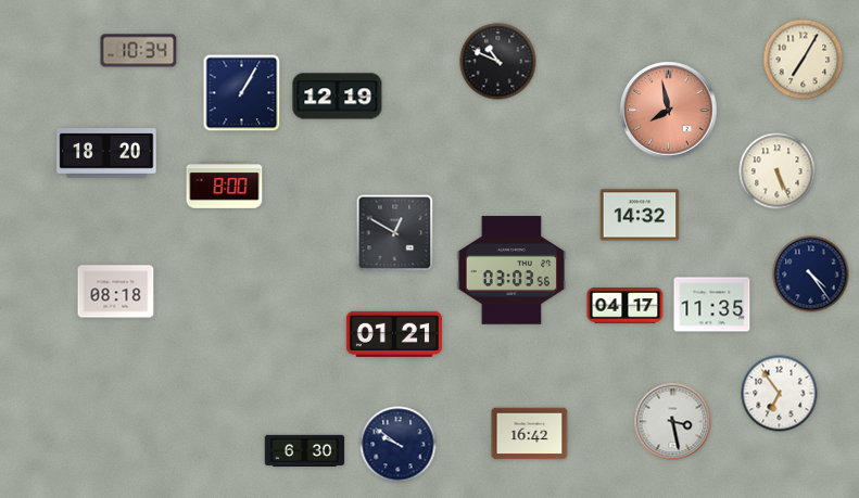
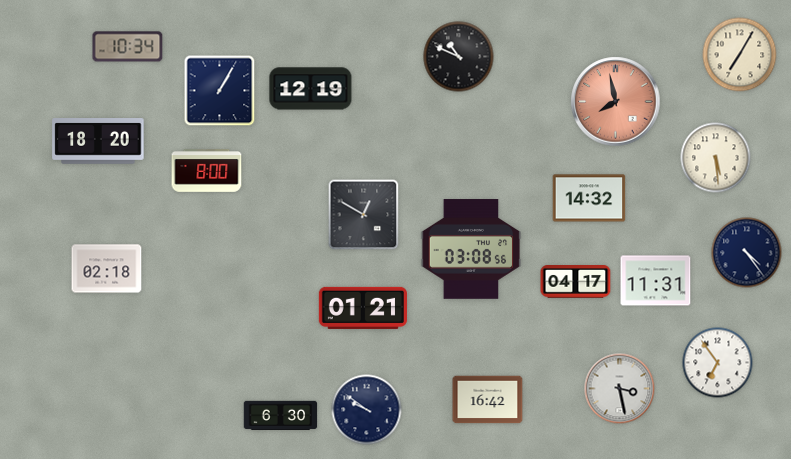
clock at (242, 93) position: (242, 93) -> (220, 91)
clock at (778, 171): 5:26 -> 5:29
clock at (511, 270): 03:03 -> 03:08
clock at (116, 292): 08:18 -> 02:18
clock at (712, 305): 11:35 -> 11:31
